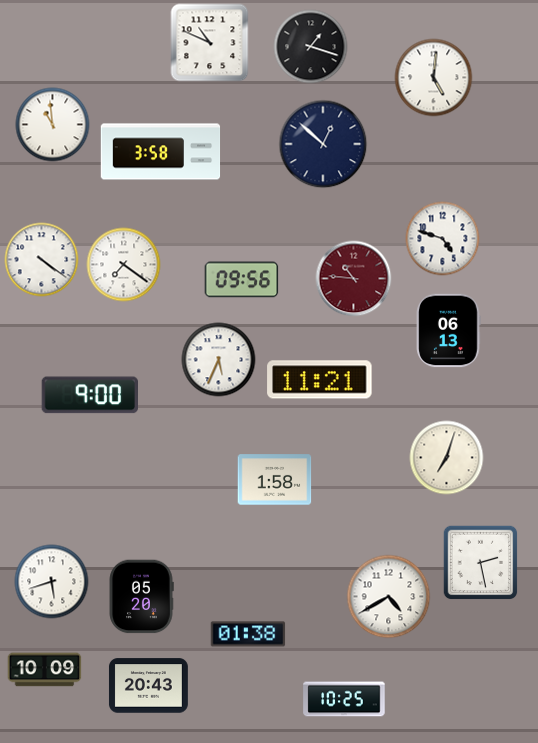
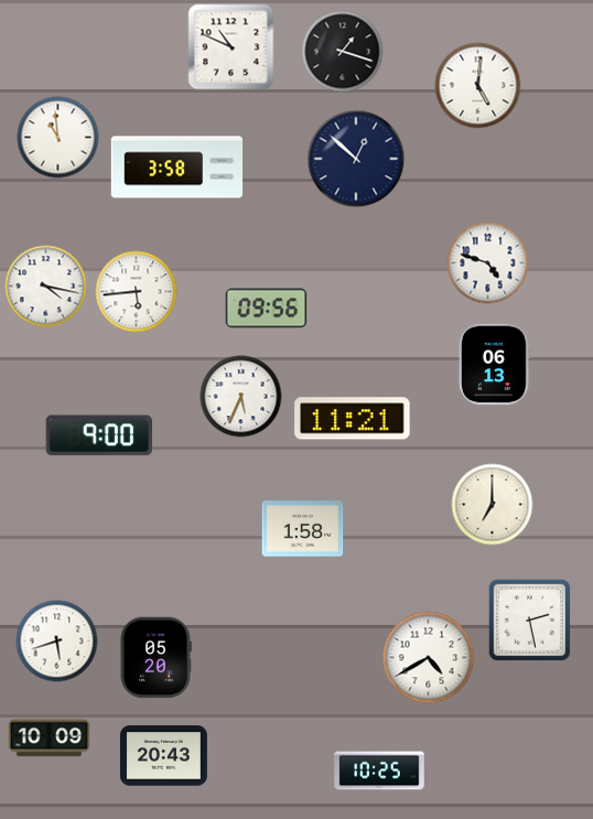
clock at (42, 260): 4:21 -> 4:17
clock at (124, 265): 7:21 -> 5:44
clock at (354, 279): 10:46 -> none
clock at (447, 458): 7:03 -> 7:00
clock at (248, 634): 01:38 -> none
